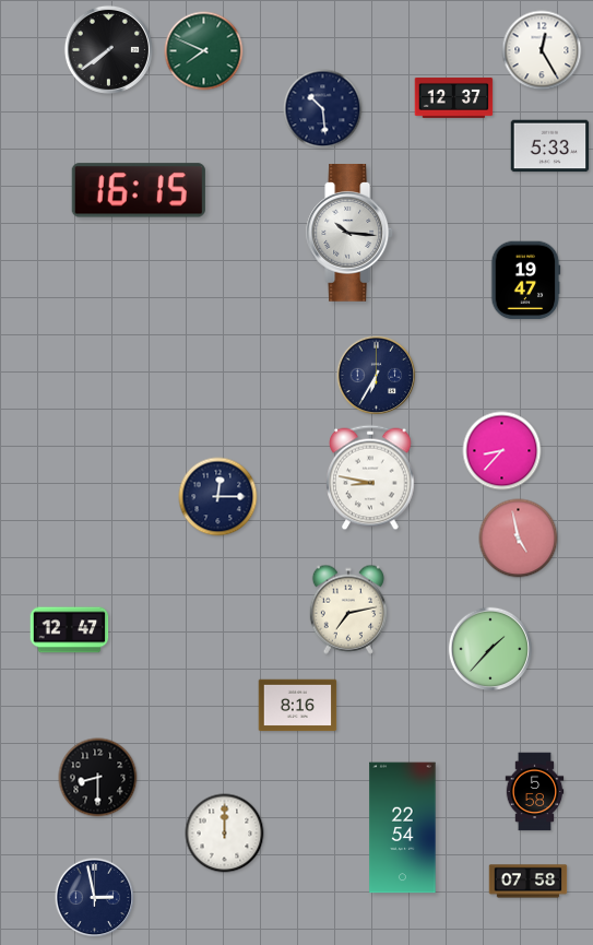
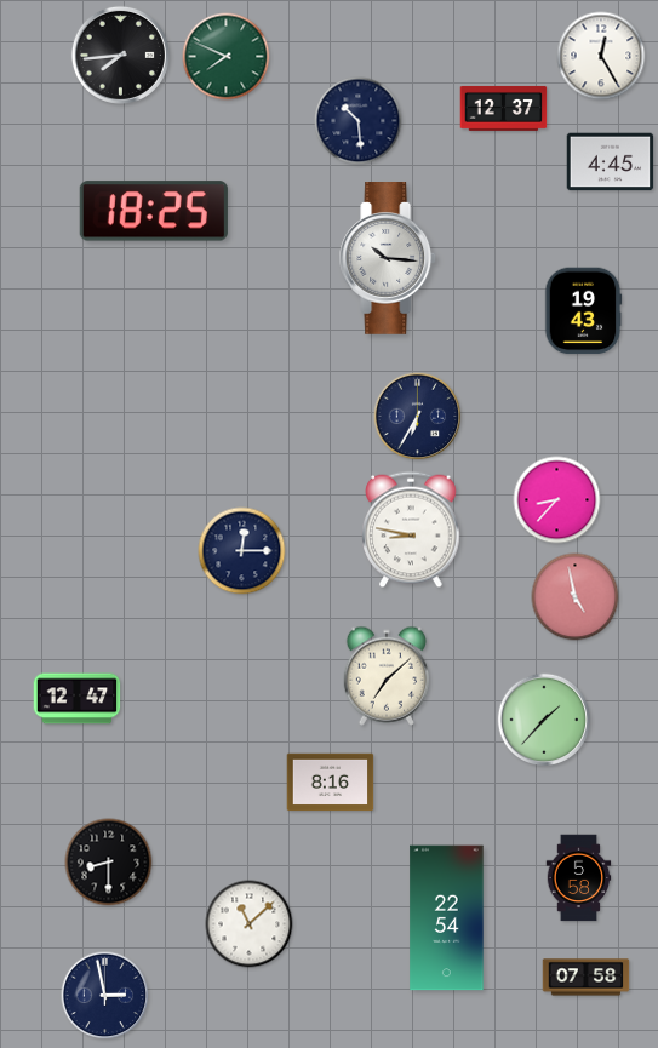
clock at (108, 49): 7:39 -> 7:44
clock at (550, 146): 5:33 -> 4:45
clock at (139, 190): 16:15 -> 18:25
clock at (525, 281): 19:47 -> 19:43
clock at (348, 610): 7:13 -> 7:08
clock at (535, 792) position: (535, 792) -> (579, 878)
clock at (225, 834): 12:00 -> 11:08
